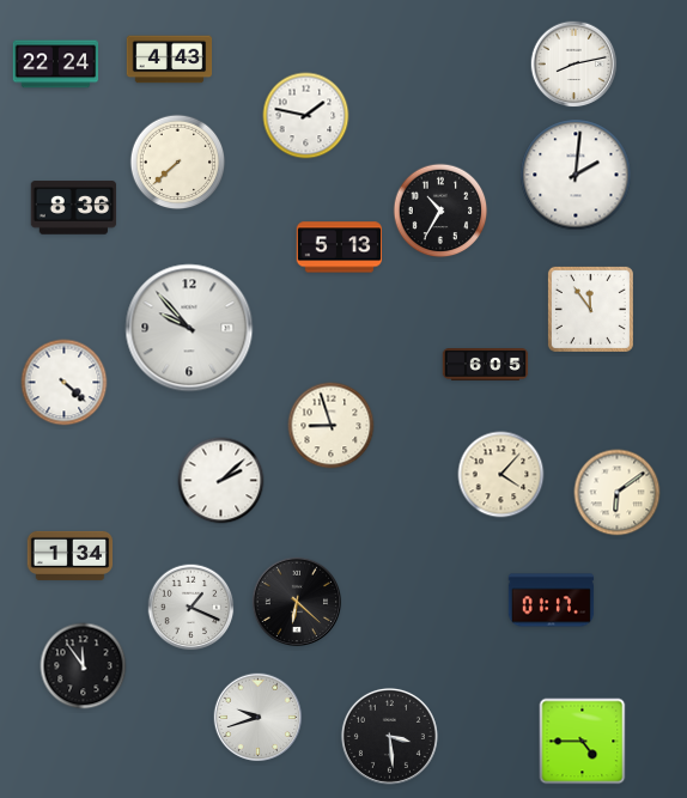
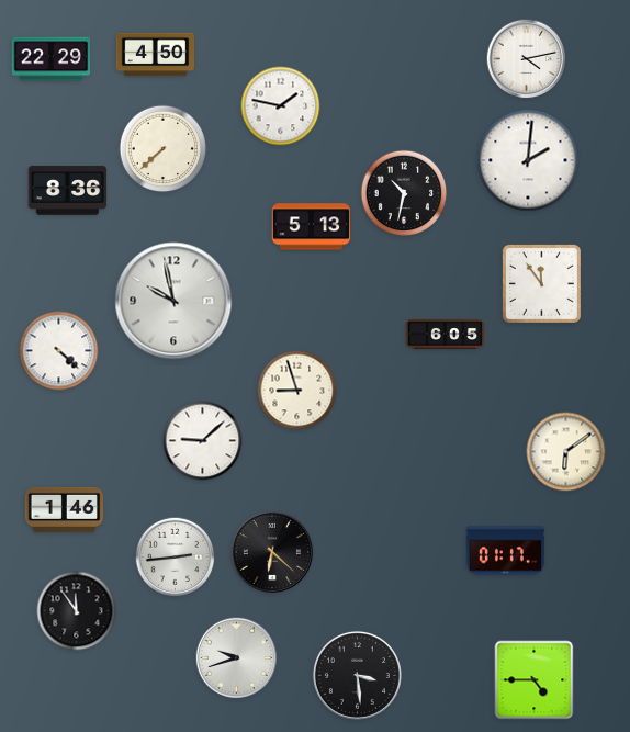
clock at (170, 60): 4:43 -> 4:50
clock at (56, 65): 22:24 -> 22:29
clock at (574, 65): 8:13 -> 4:13
clock at (440, 211): 10:35 -> 10:32
clock at (189, 328): 9:53 -> 9:58
clock at (332, 426) position: (332, 426) -> (297, 391)
clock at (501, 475): 4:07 -> none
clock at (221, 481): 2:08 -> 9:08
clock at (71, 555): 1:34 -> 1:46
clock at (191, 608): 1:19 -> 2:44
